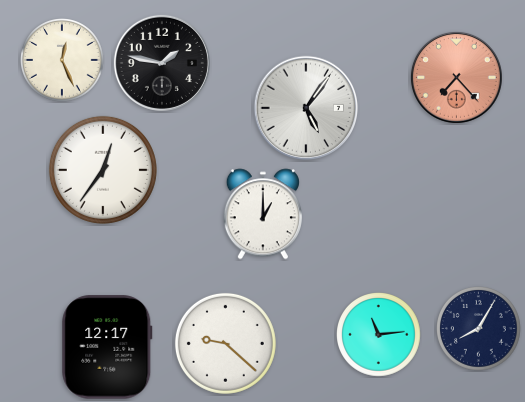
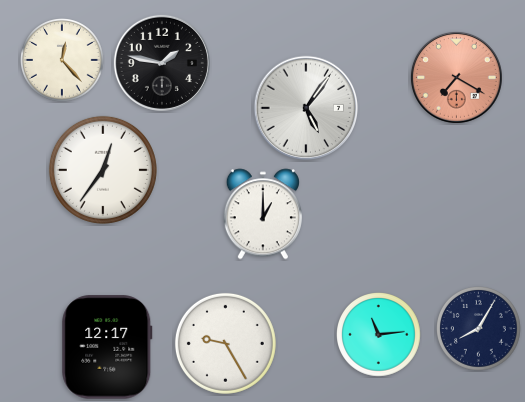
clock at (63, 61): 12:26 -> 12:23
clock at (456, 77): 7:23 -> 7:20
clock at (225, 343): 9:22 -> 9:25
